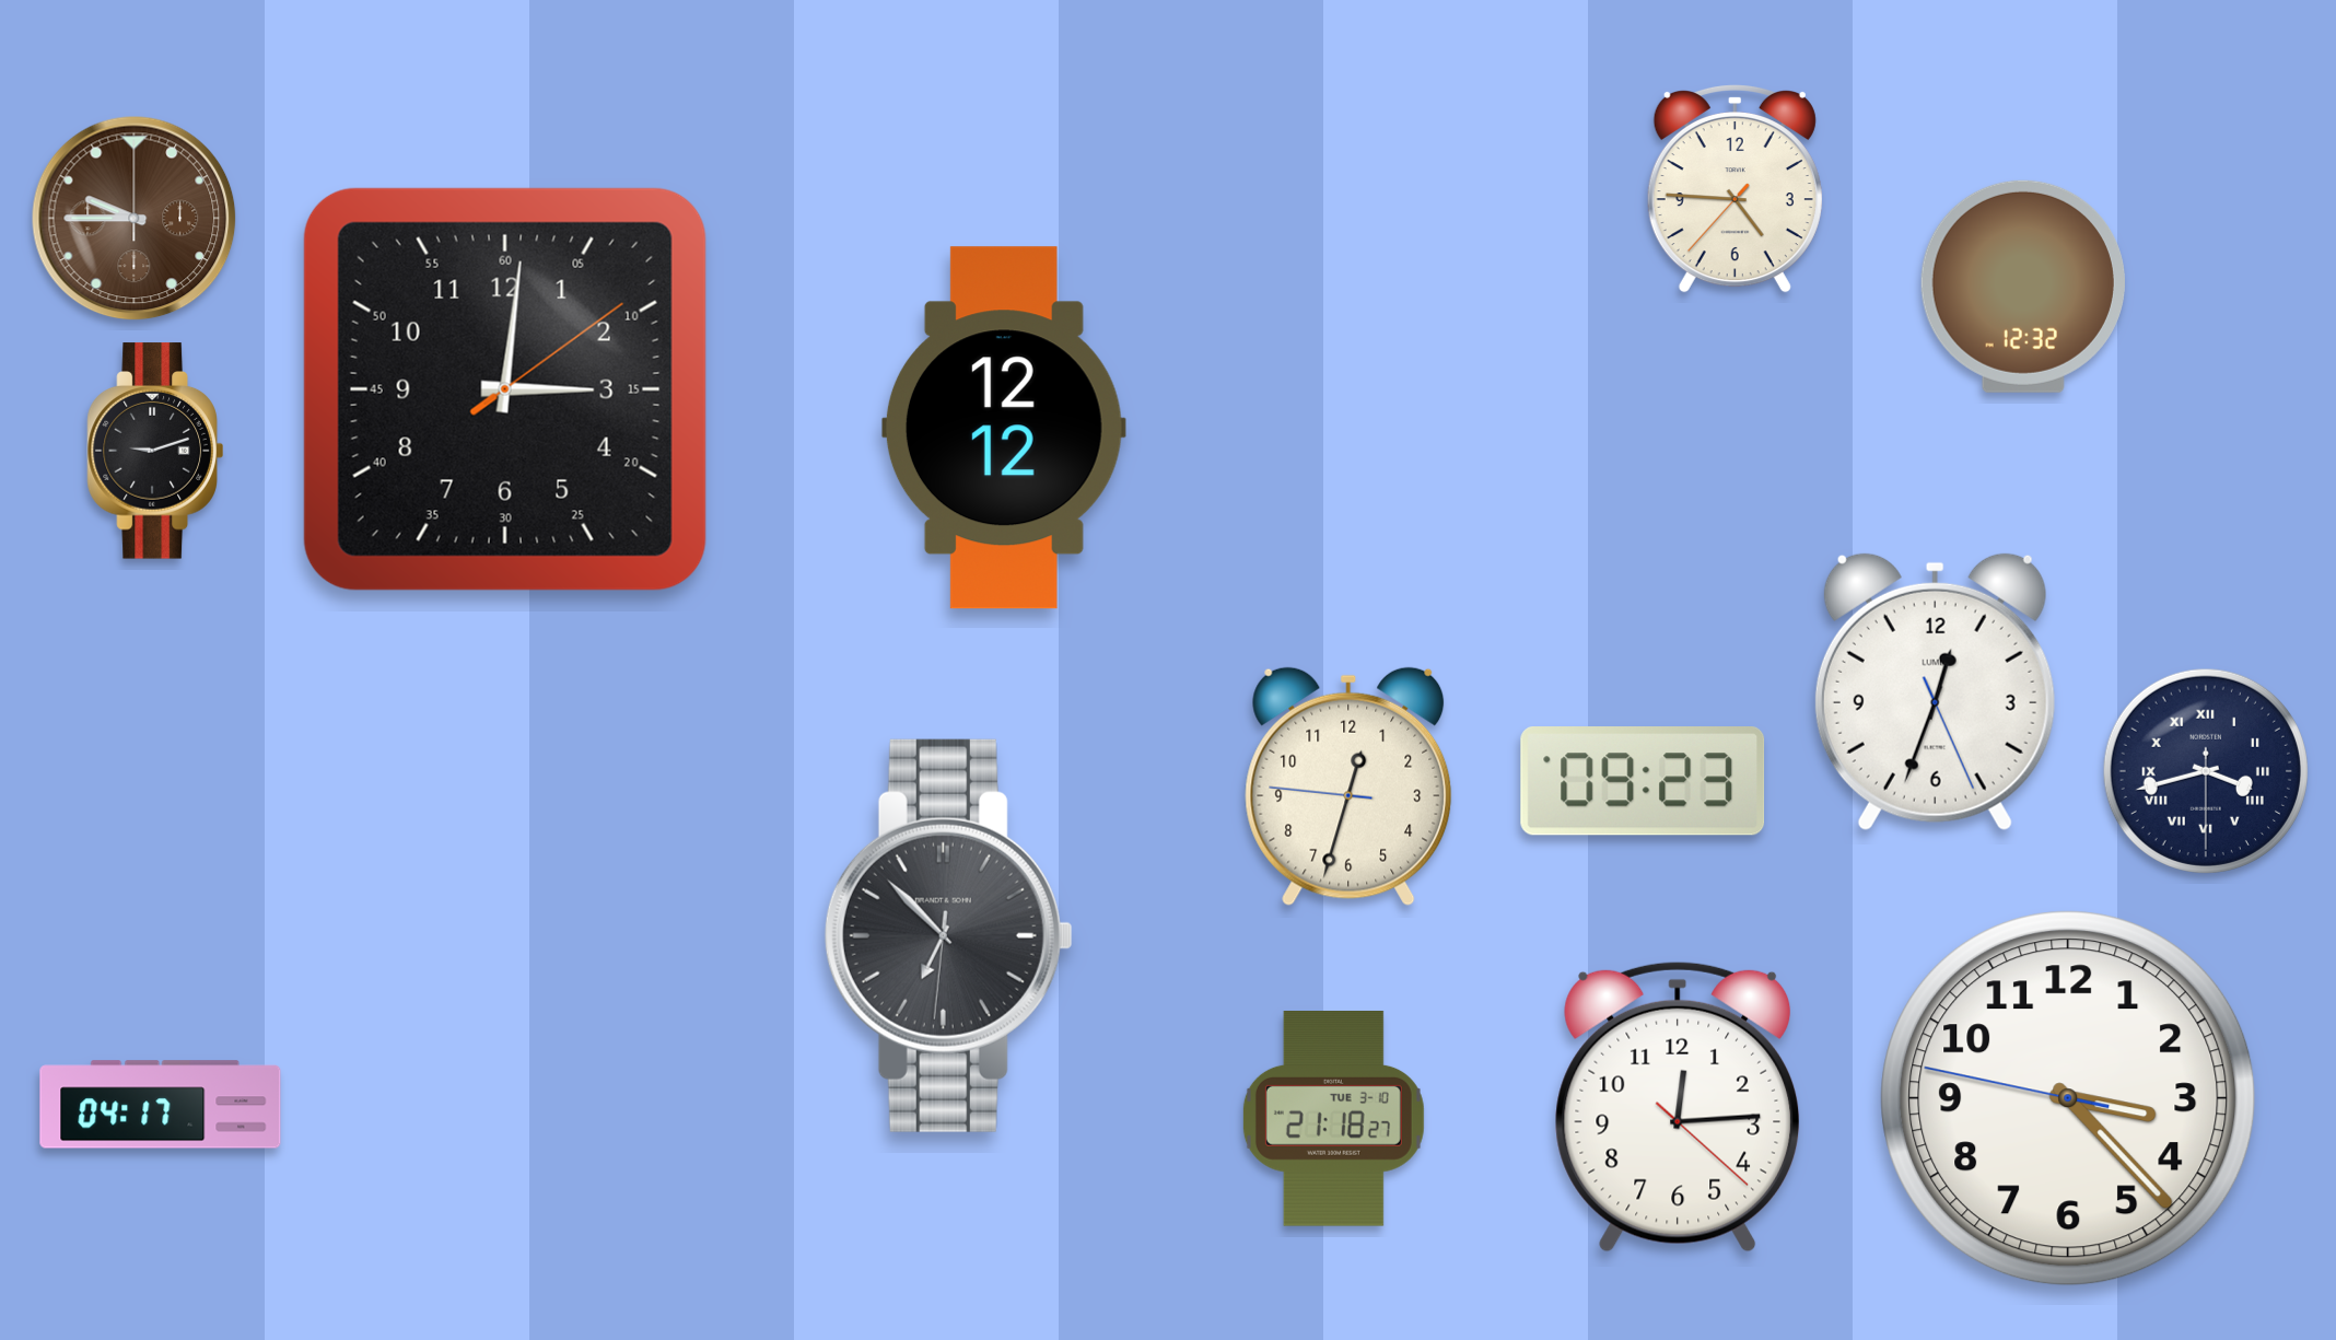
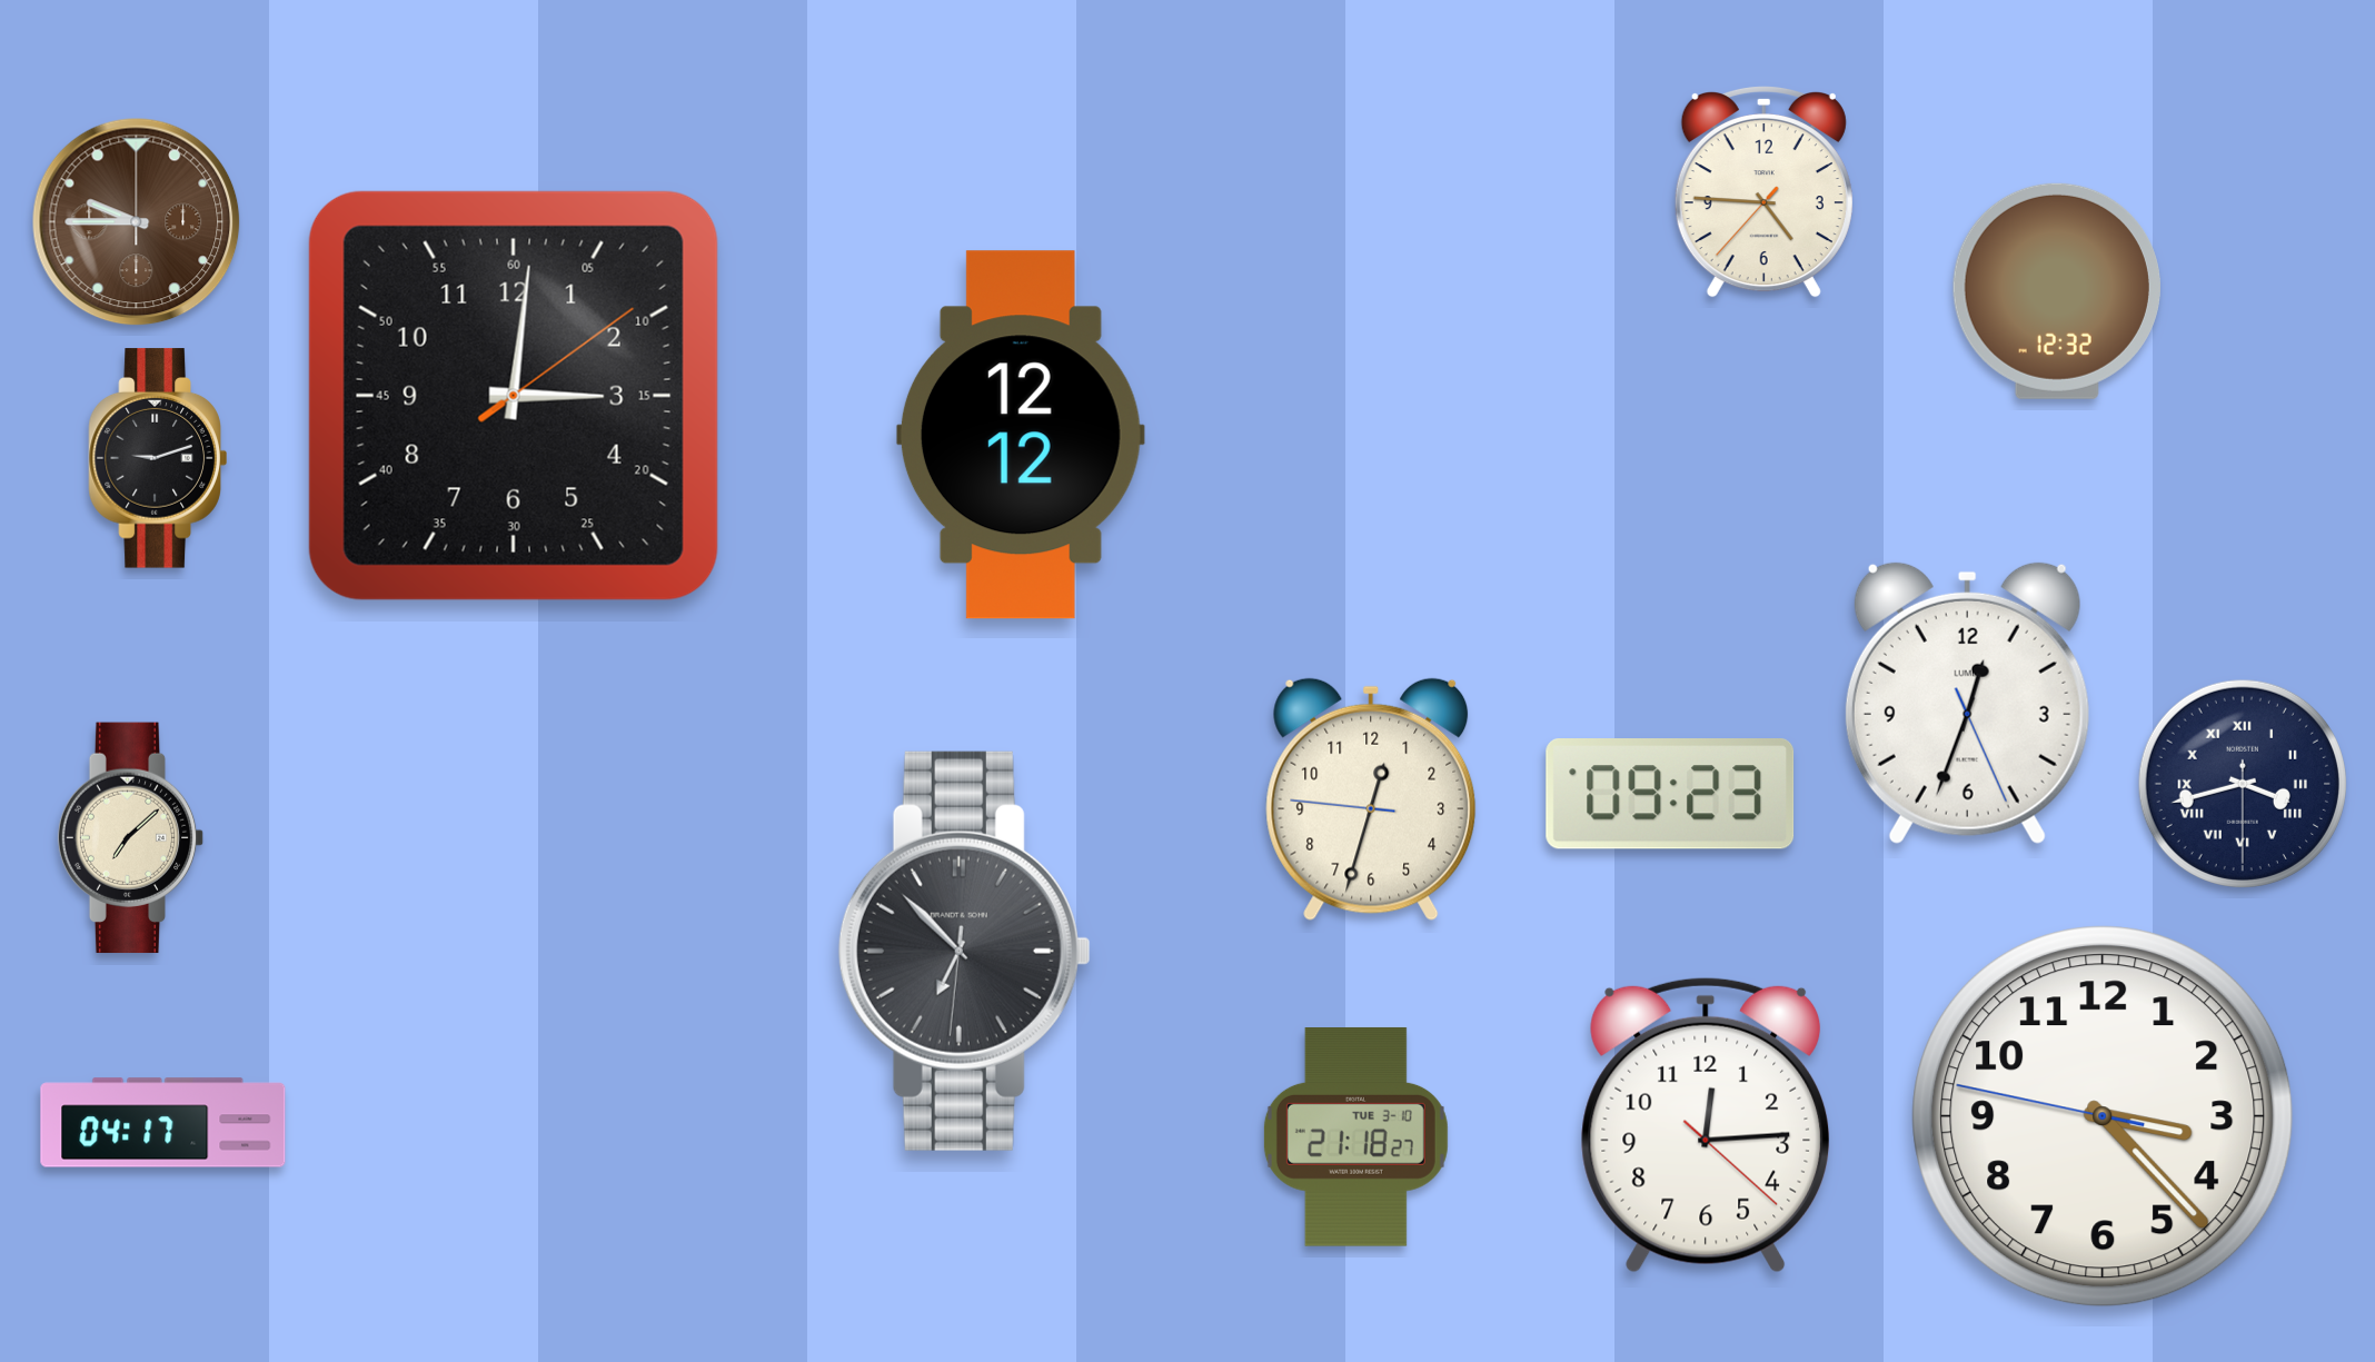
clock at (131, 838): none -> 7:08
